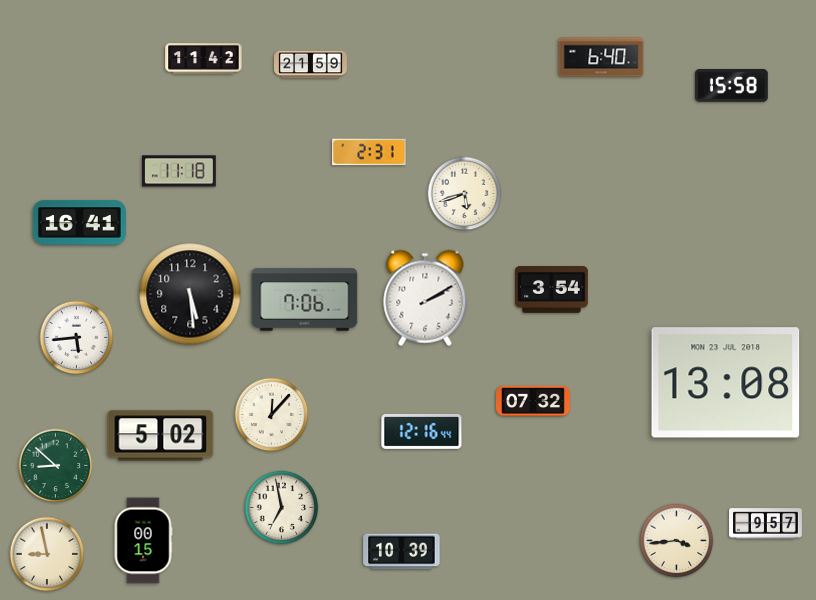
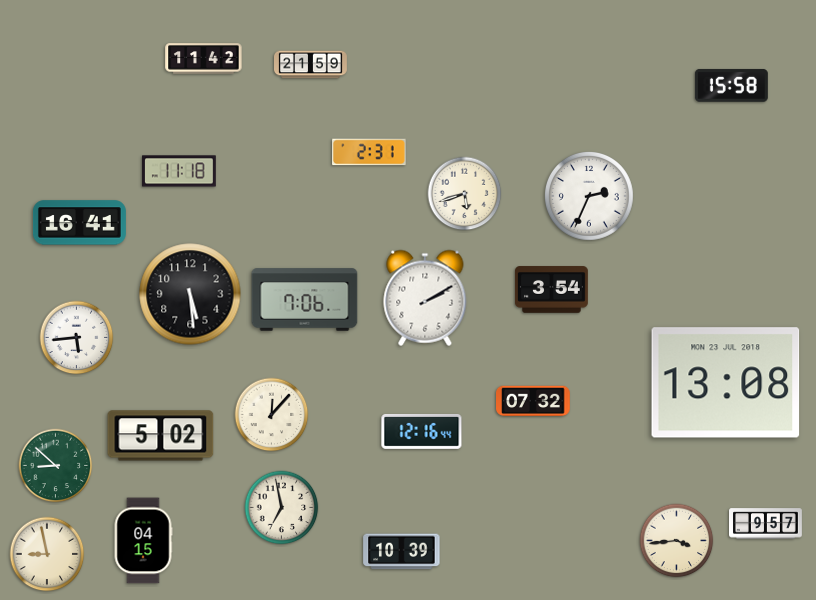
clock at (601, 57): 6:40 -> none
clock at (589, 196): none -> 2:34
clock at (143, 541): 00:15 -> 04:15
